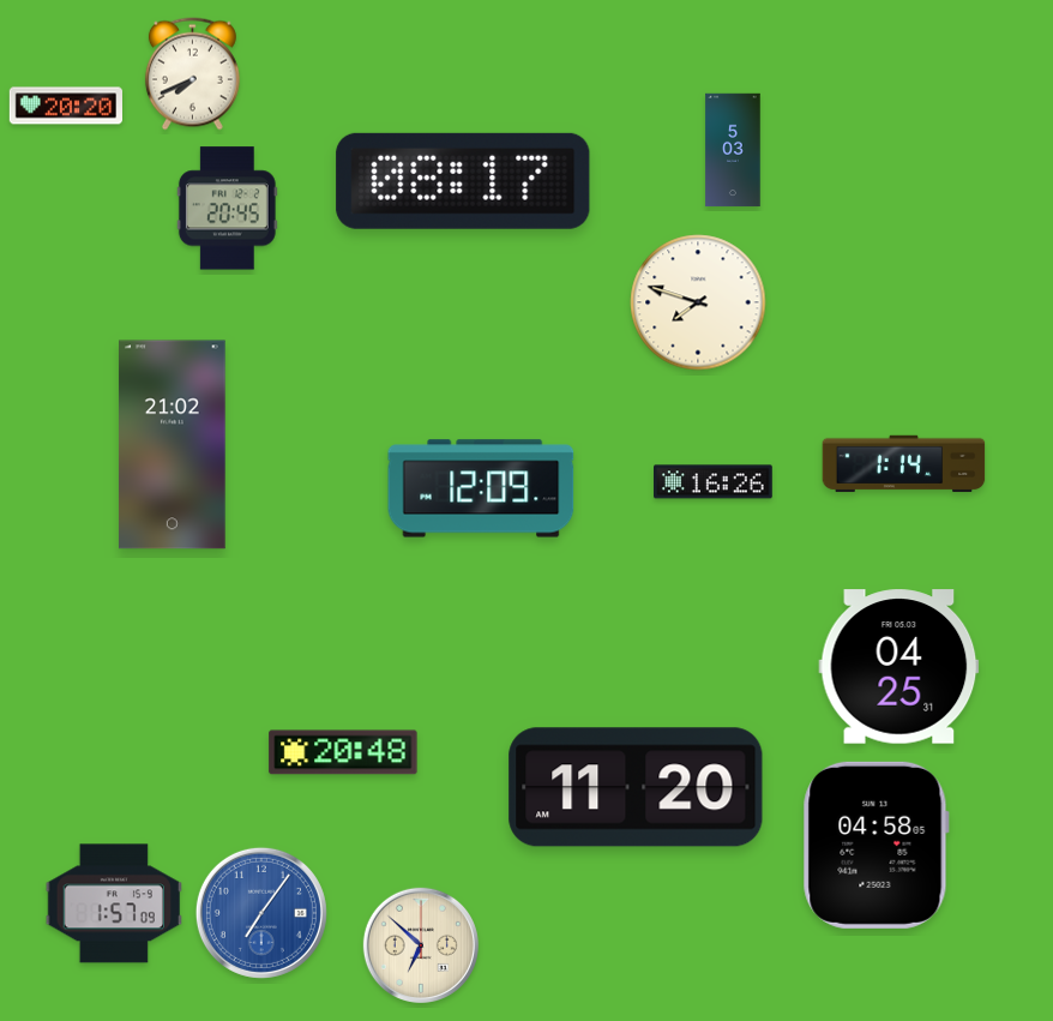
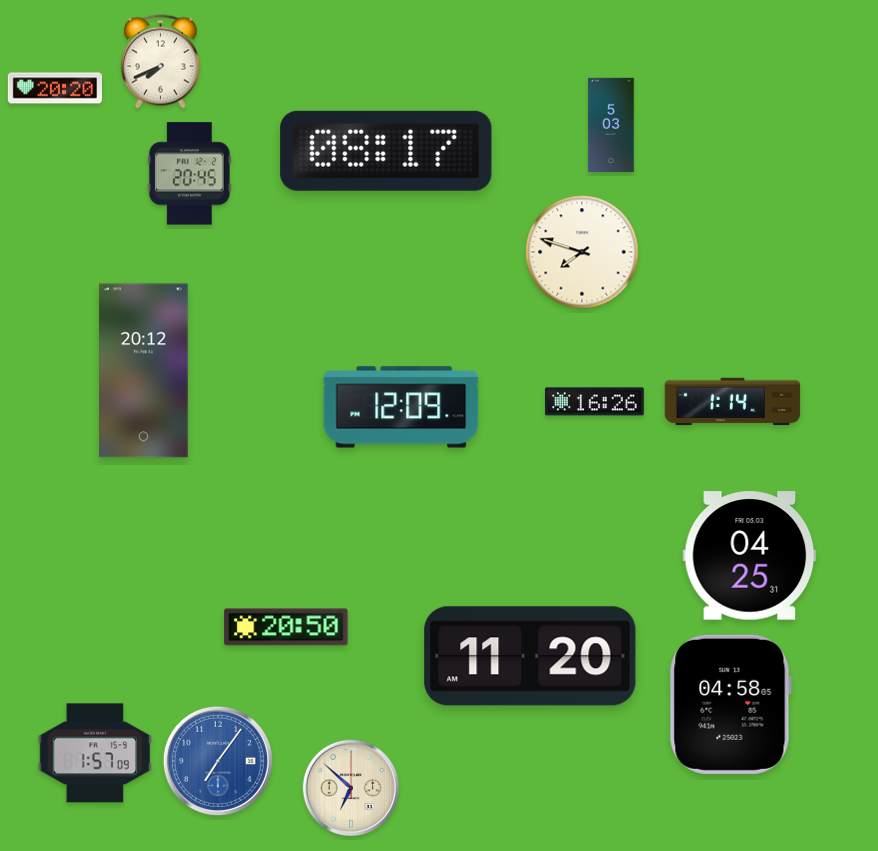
clock at (173, 445): 21:02 -> 20:12
clock at (904, 464) position: (904, 464) -> (733, 402)
clock at (343, 752): 20:48 -> 20:50
